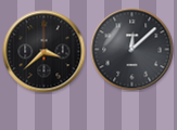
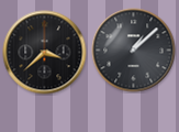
clock at (132, 50): 12:08 -> 1:08
